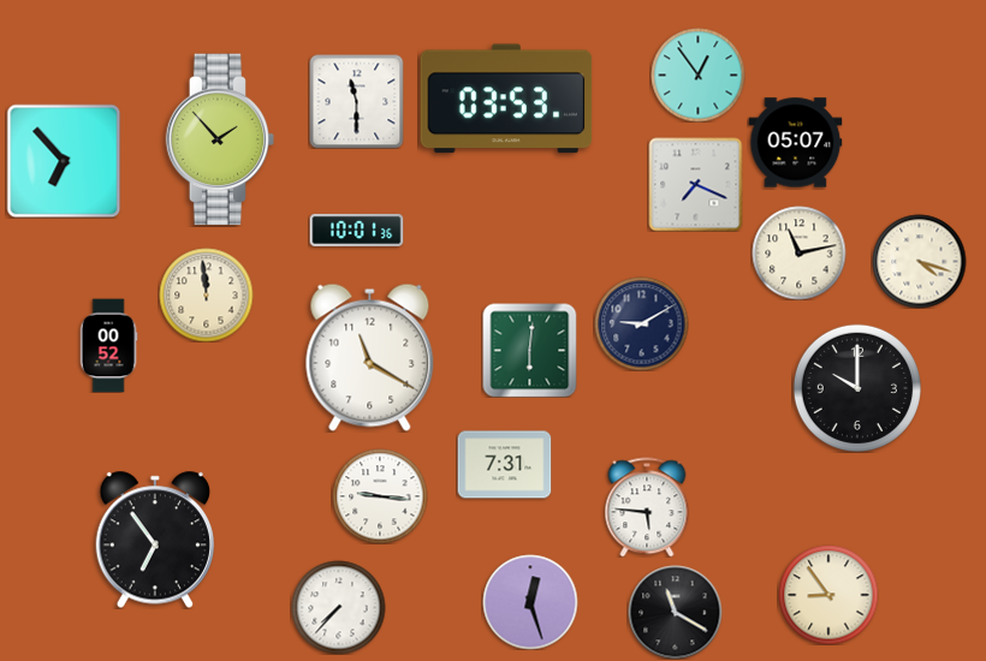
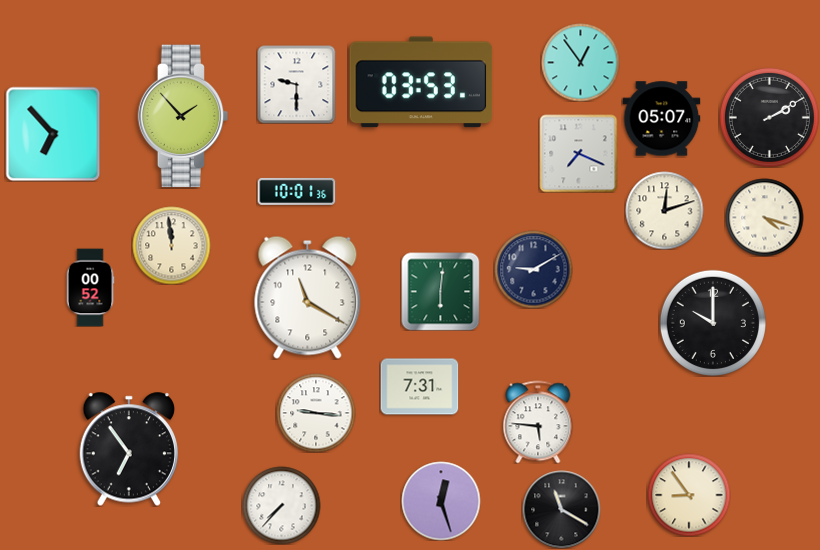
clock at (356, 101): 11:30 -> 9:30
clock at (769, 117): none -> 2:10
clock at (798, 252): 11:13 -> 12:12
